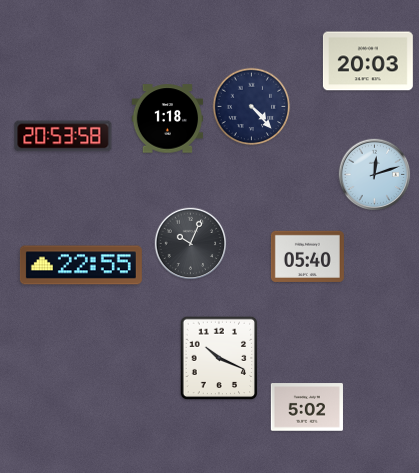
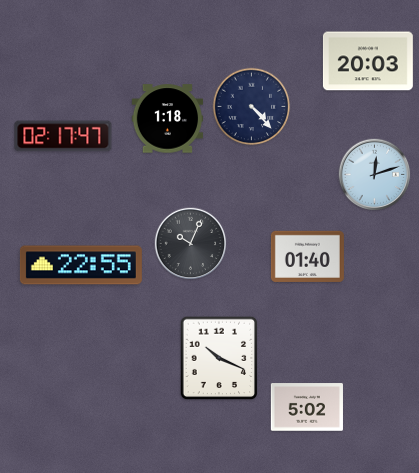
clock at (63, 136): 20:53 -> 02:17
clock at (307, 256): 05:40 -> 01:40
